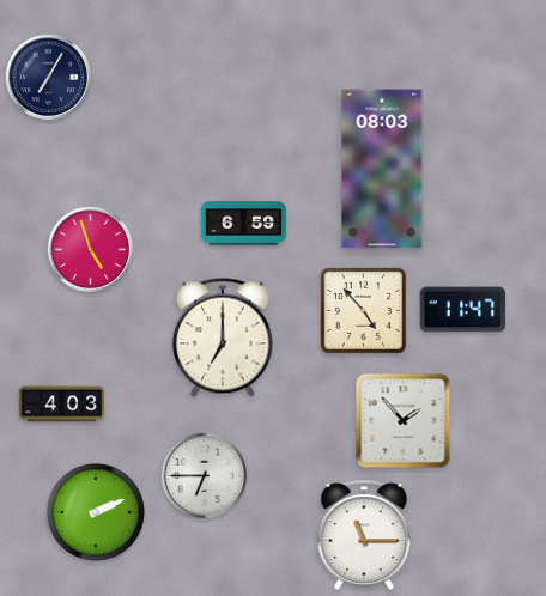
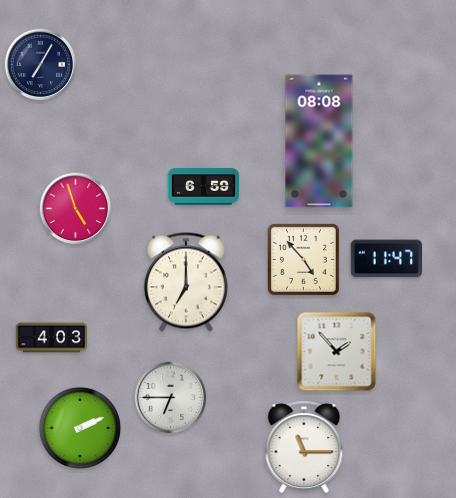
clock at (382, 169): 08:03 -> 08:08
